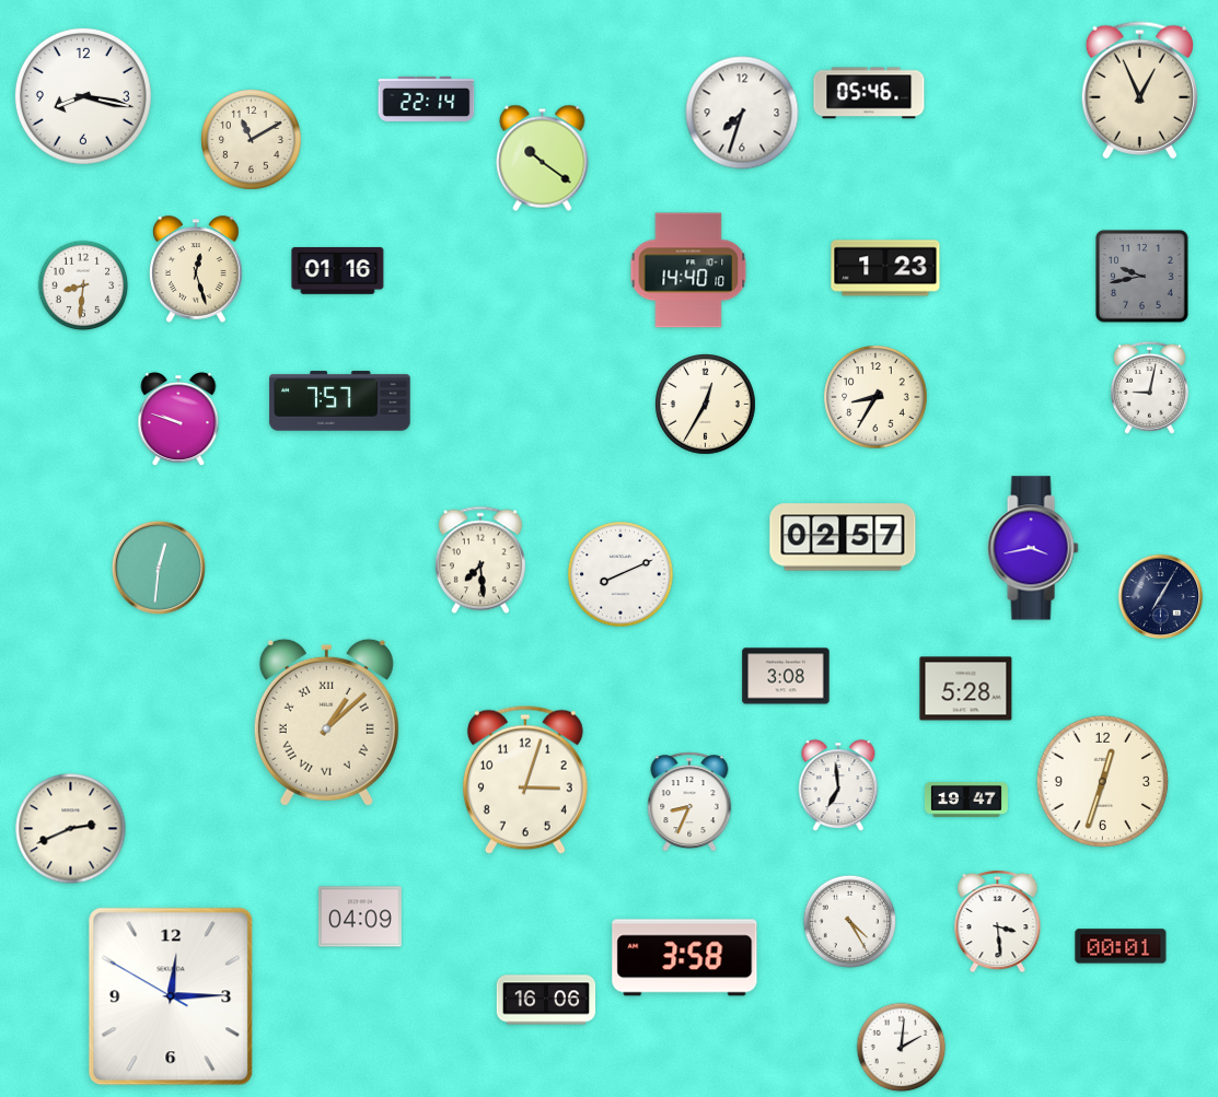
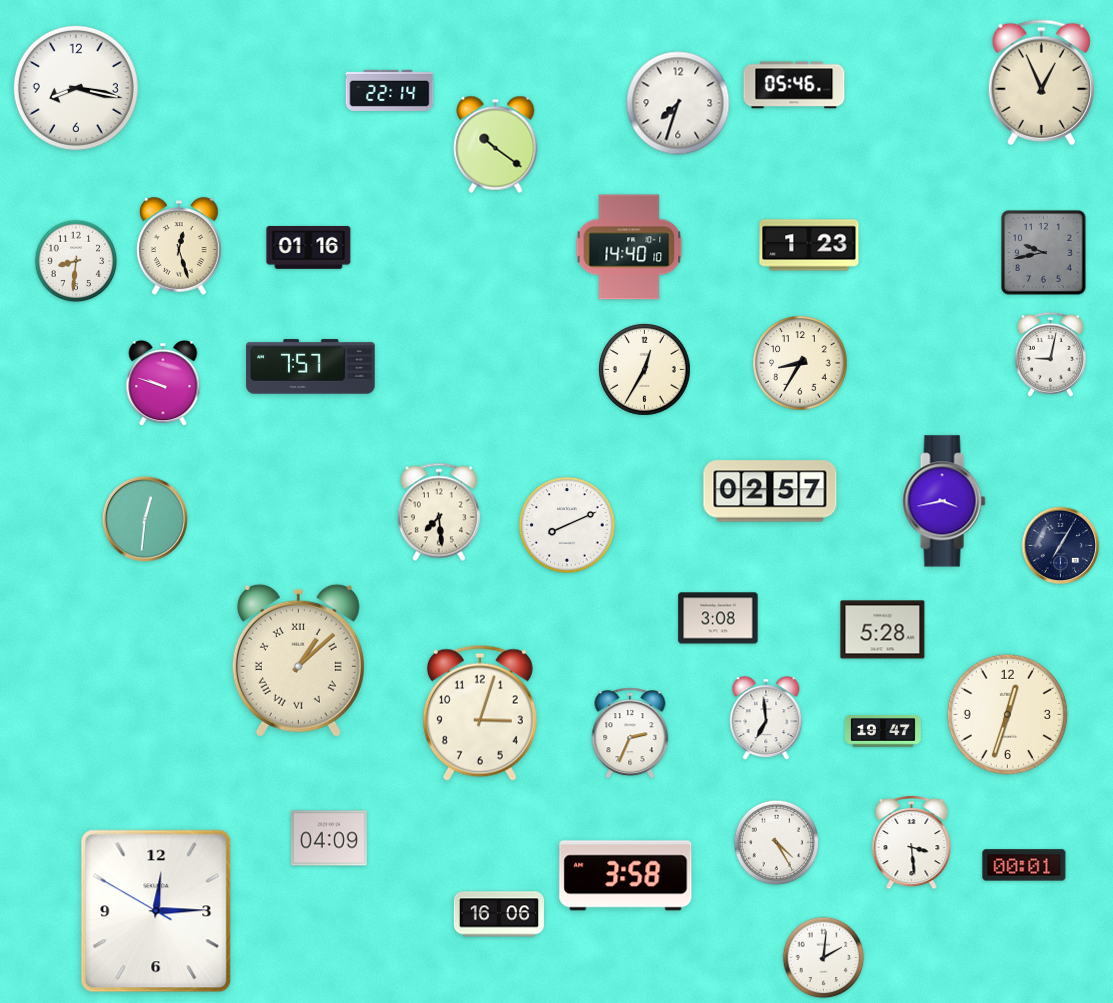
clock at (252, 140): 11:10 -> none
clock at (689, 802): 8:34 -> 2:34
clock at (71, 829): 2:41 -> none
